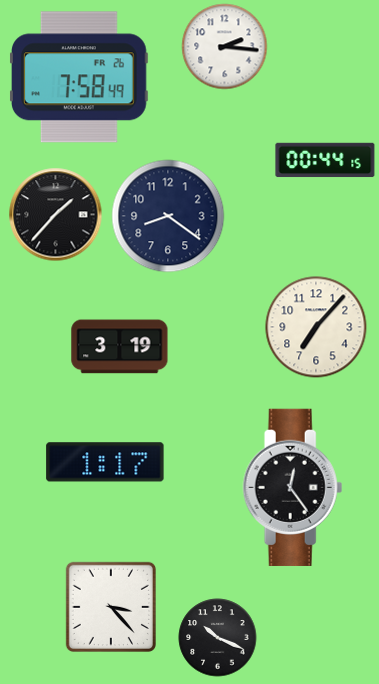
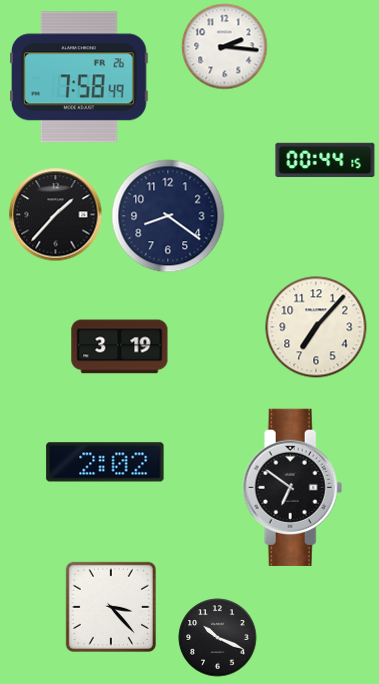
clock at (105, 462): 1:17 -> 2:02
clock at (293, 487): 12:24 -> 6:51
